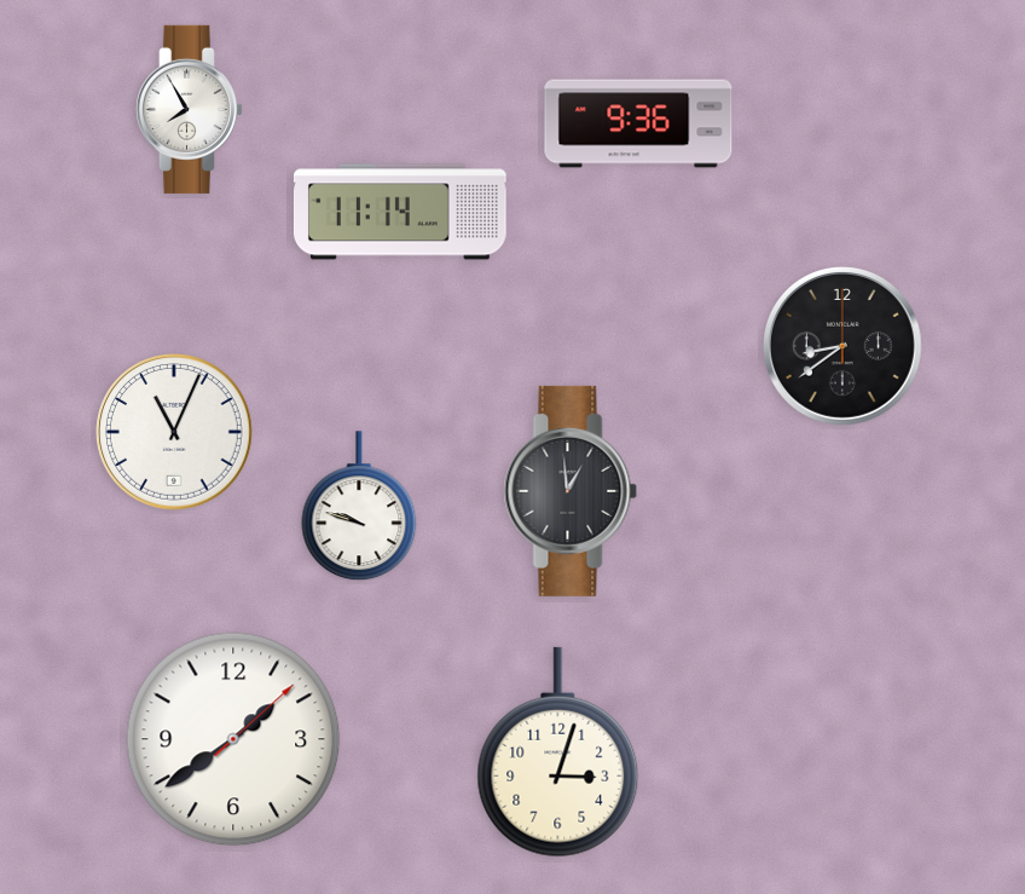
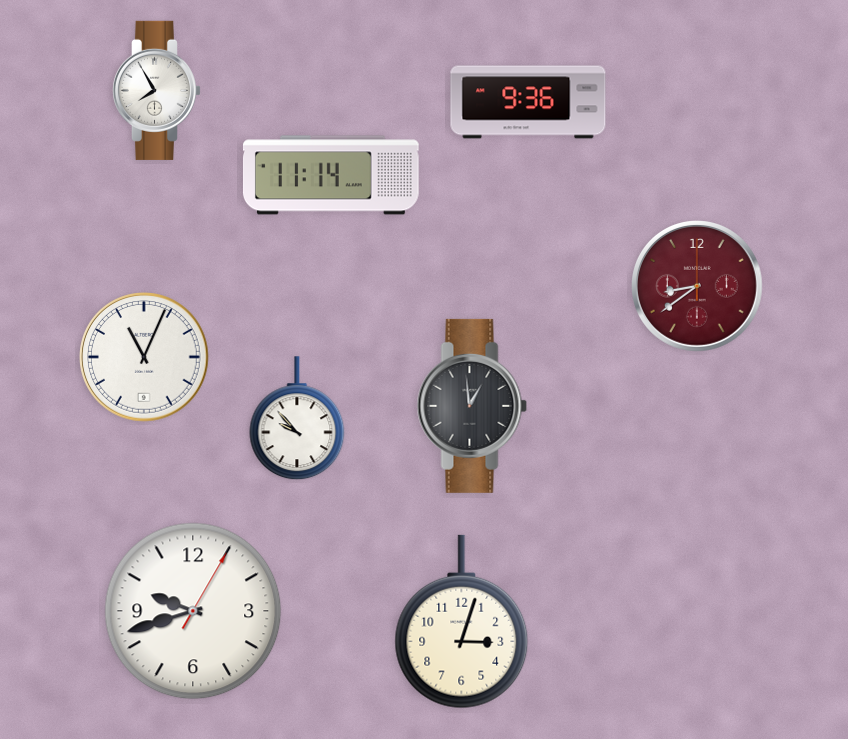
clock at (844, 347) dial: black -> burgundy
clock at (359, 507): 9:48 -> 9:53
clock at (233, 739): 1:39 -> 9:42
